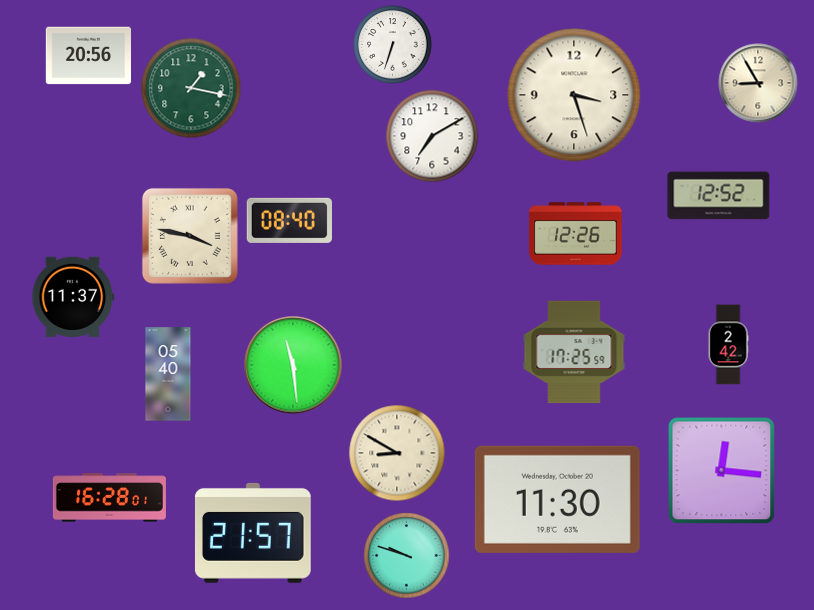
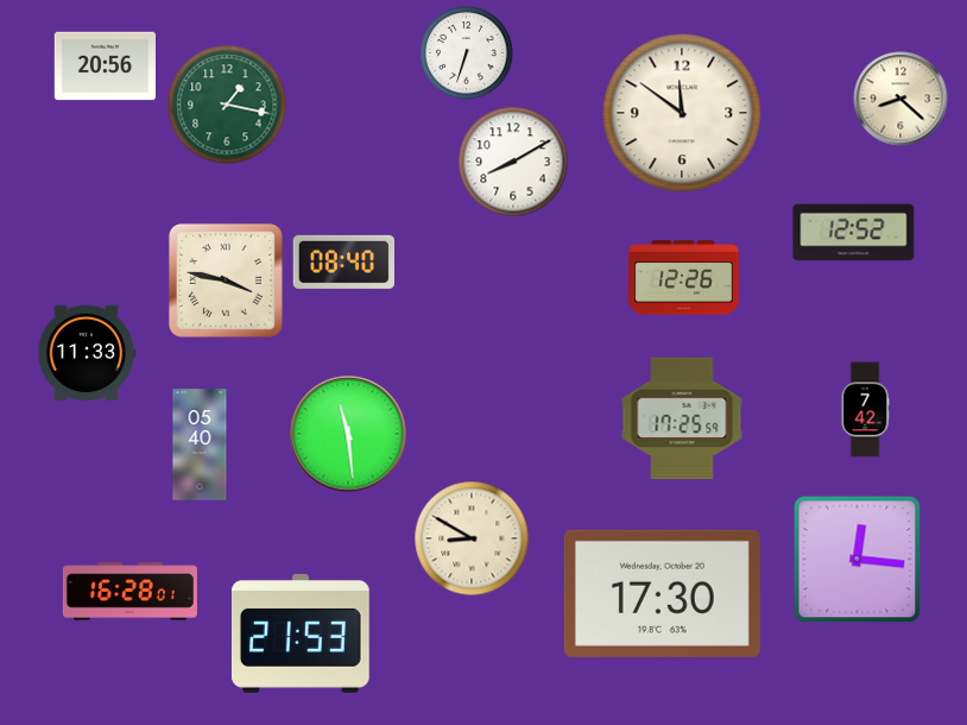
clock at (758, 83): 8:55 -> 8:22
clock at (574, 95): 3:27 -> 11:51
clock at (432, 136): 7:10 -> 8:10
clock at (73, 296): 11:37 -> 11:33
clock at (728, 345): 2:42 -> 7:42
clock at (557, 499): 11:30 -> 17:30
clock at (253, 533): 21:57 -> 21:53
clock at (407, 556): 9:48 -> none
